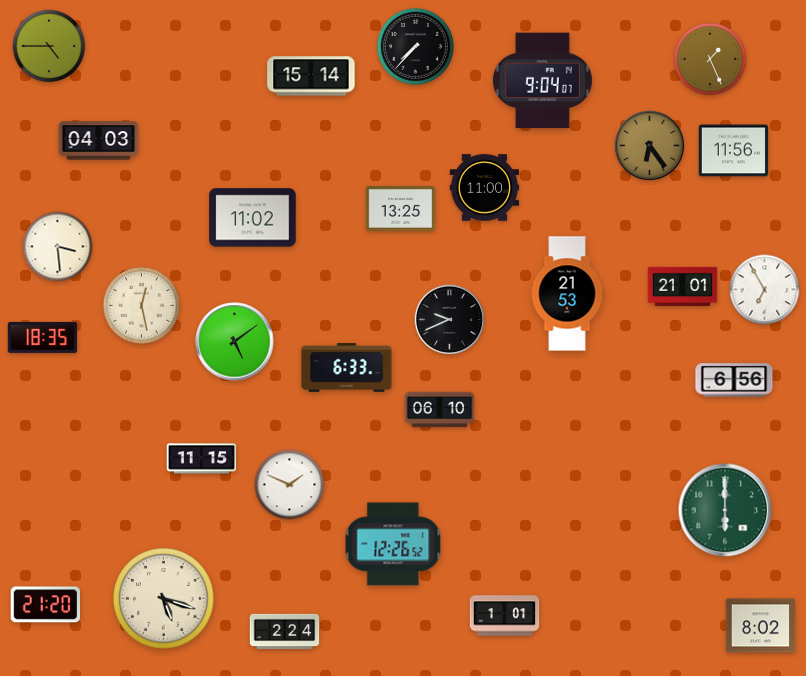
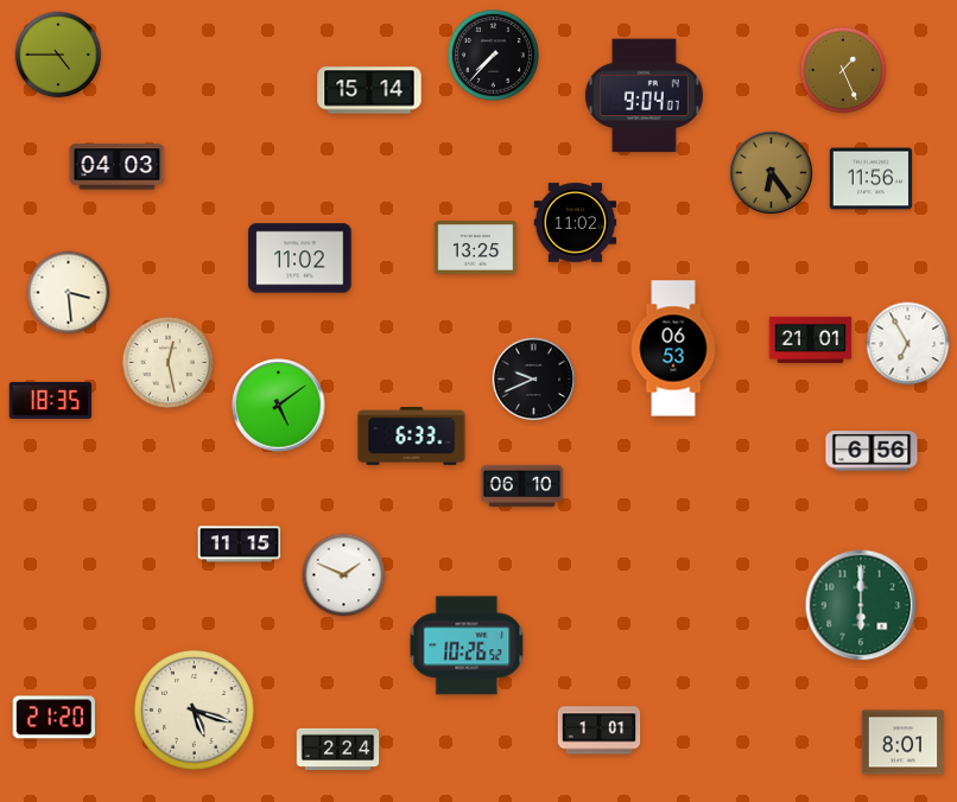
clock at (485, 188): 11:00 -> 11:02
clock at (567, 294): 21:53 -> 06:53
clock at (393, 544): 12:26 -> 10:26
clock at (761, 626): 8:02 -> 8:01
